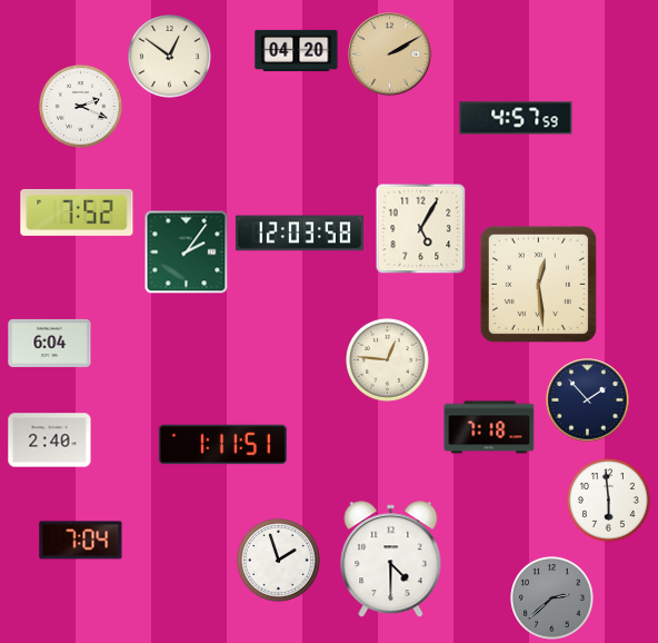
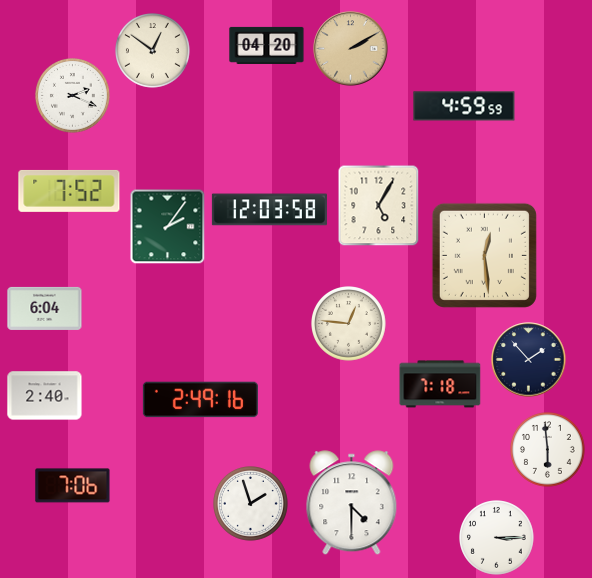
clock at (516, 118): 4:57 -> 4:59
clock at (222, 445): 1:11 -> 2:49
clock at (81, 541): 7:04 -> 7:06
clock at (552, 599): 2:38 -> 3:15
clock at (552, 599) dial: grey -> white
